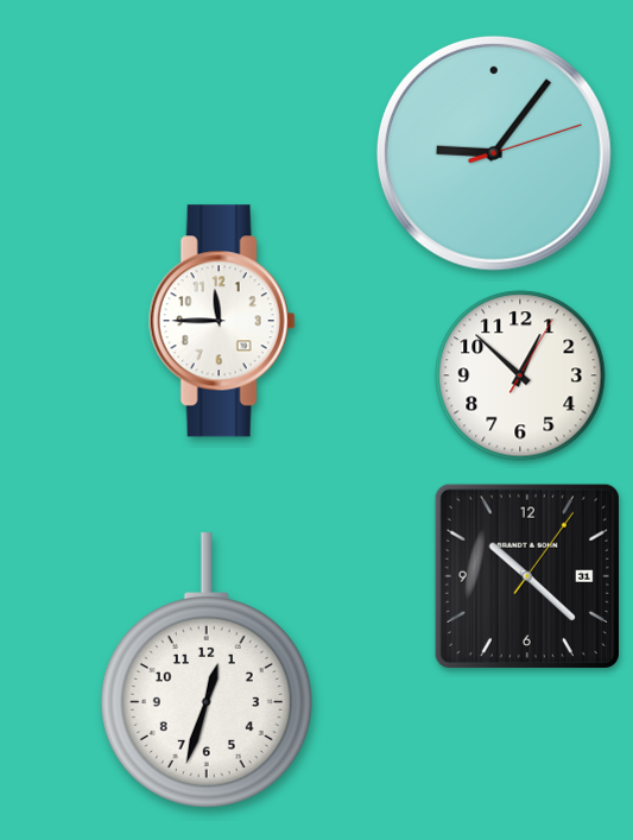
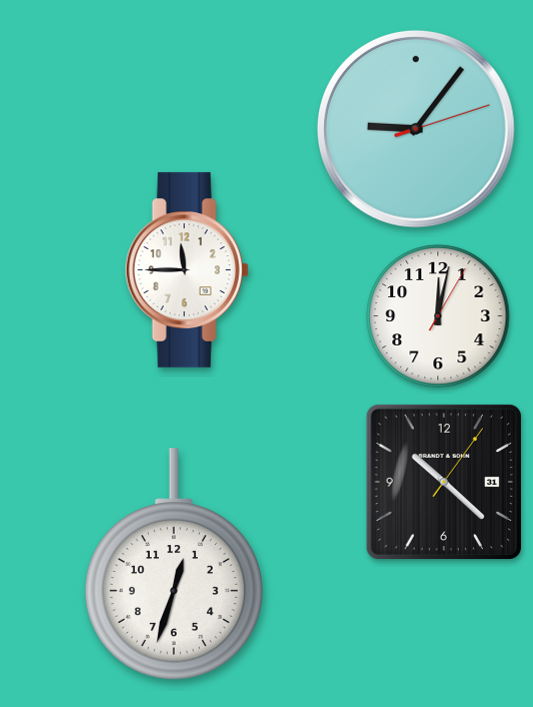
clock at (520, 375): 12:52 -> 12:02
clock at (527, 576) position: (527, 576) -> (444, 482)
